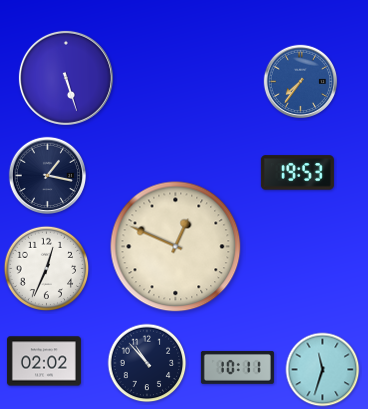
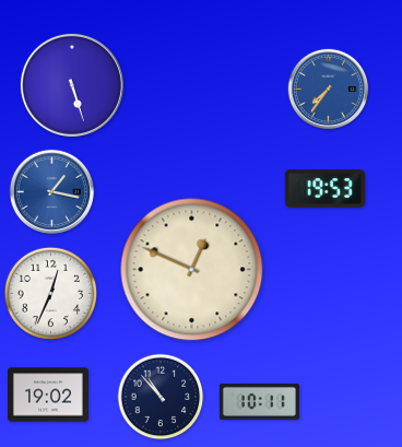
clock at (47, 175) dial: navy -> blue
clock at (44, 361): 02:02 -> 19:02
clock at (323, 370): 11:33 -> none
